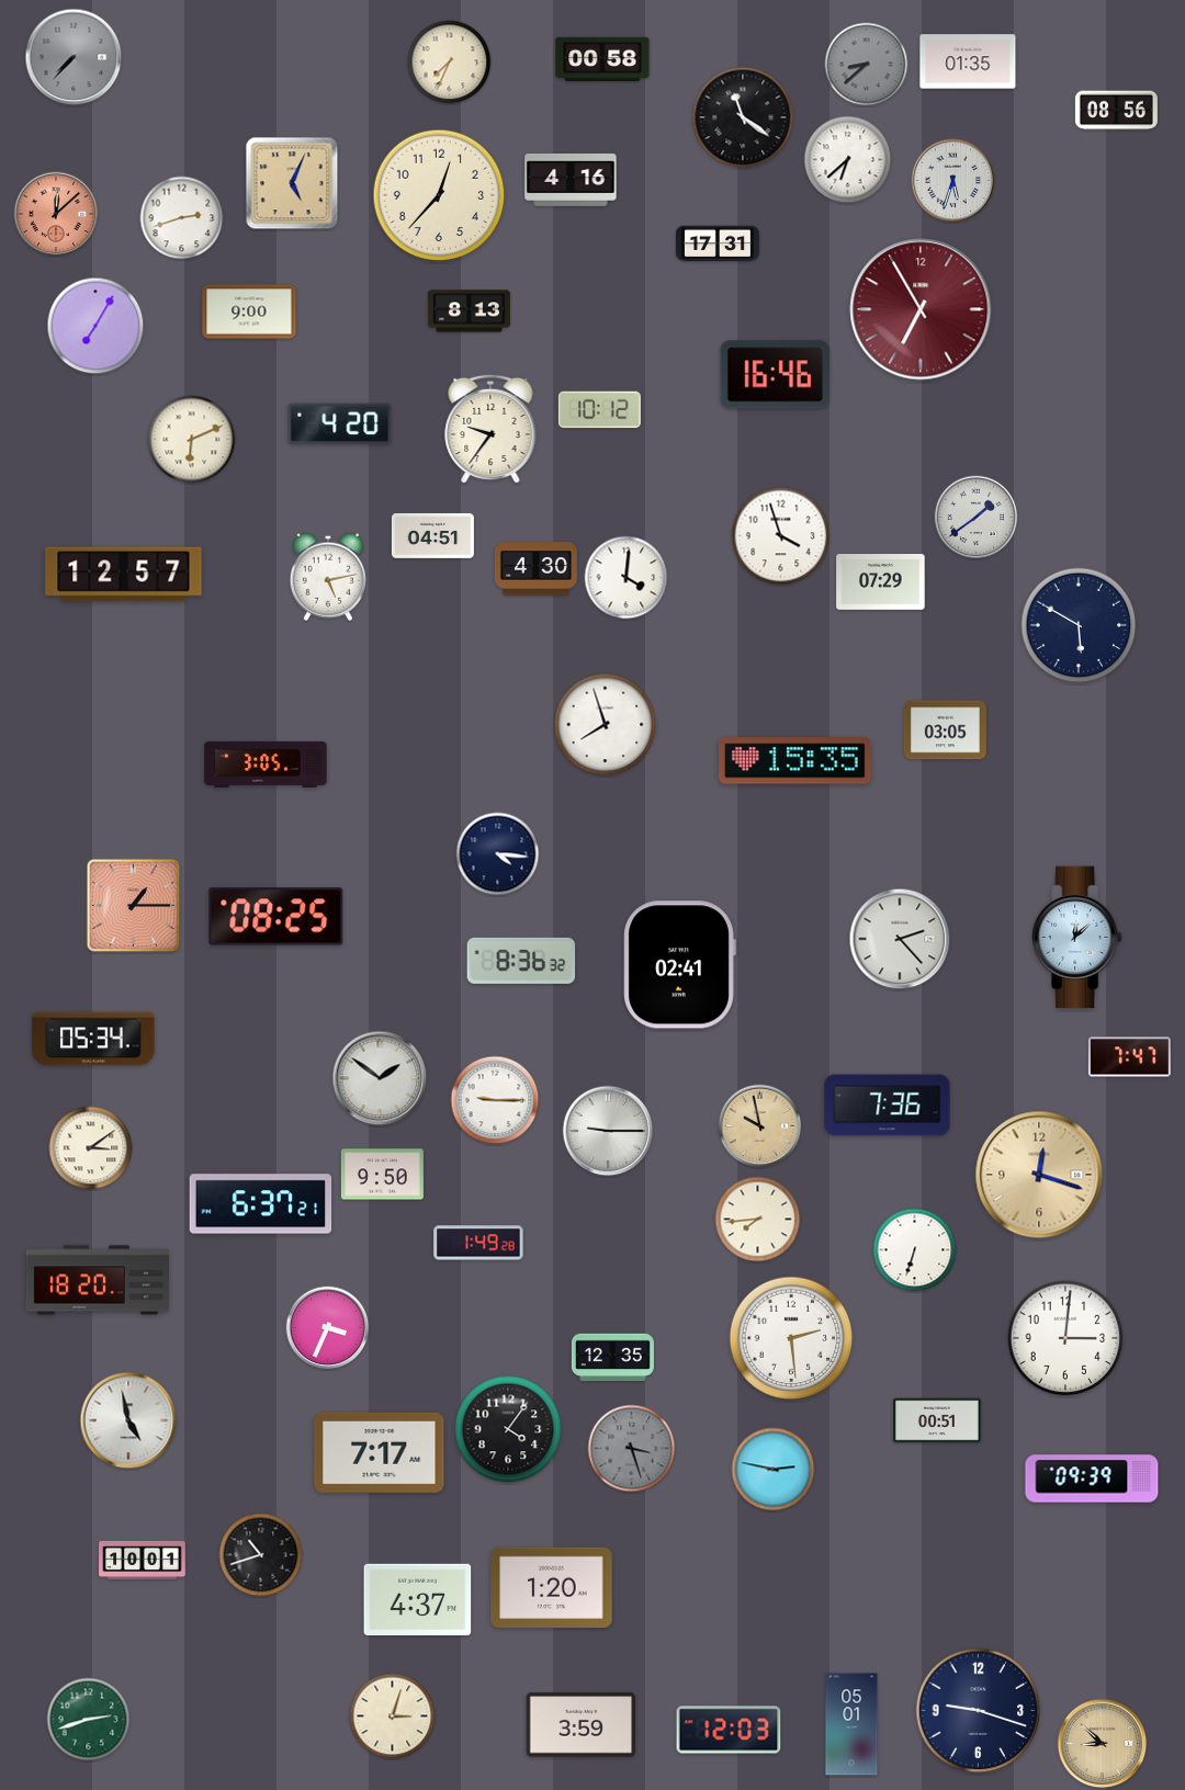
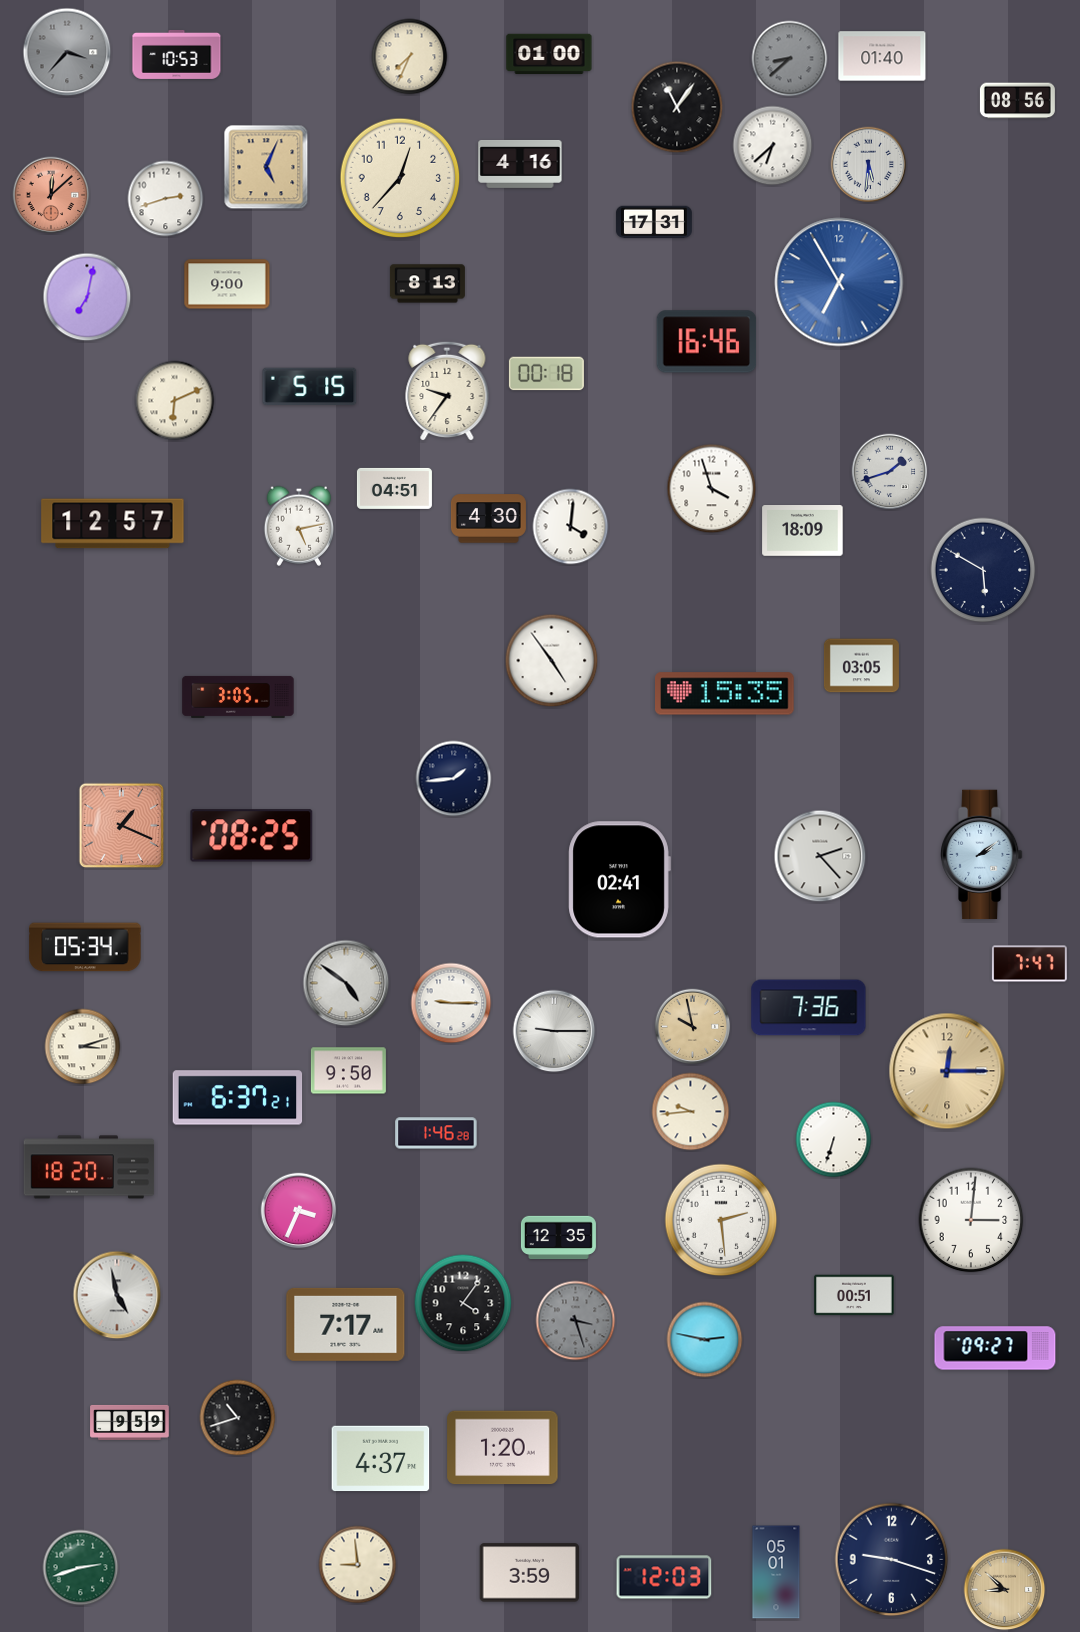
clock at (74, 57): 7:37 -> 3:37
clock at (602, 58): 00:58 -> 01:00
clock at (177, 54): none -> 10:53
clock at (968, 61): 01:35 -> 01:40
clock at (743, 117): 11:21 -> 11:06
clock at (953, 181): 5:33 -> 5:31
clock at (921, 309) dial: burgundy -> blue
clock at (95, 326): 7:05 -> 7:02
clock at (599, 410): 10:12 -> 00:18
clock at (340, 423): 4:20 -> 5:15
clock at (977, 518): 1:39 -> 1:42
clock at (881, 582): 07:29 -> 18:09
clock at (606, 725): 7:57 -> 4:54
clock at (266, 764) position: (266, 764) -> (238, 697)
clock at (498, 854): 4:16 -> 1:44
clock at (134, 906): 1:15 -> 1:19
clock at (1077, 938): 12:08 -> 2:09
clock at (521, 961): 8:36 -> none
clock at (380, 1078): 1:51 -> 4:51
clock at (91, 1148): 3:09 -> 3:12
clock at (1039, 1175): 12:18 -> 12:15
clock at (758, 1220): 7:44 -> 9:44
clock at (478, 1243): 1:49 -> 1:46
clock at (1092, 1479): 09:39 -> 09:27
clock at (143, 1560): 10:01 -> 9:59
clock at (393, 1717): 3:03 -> 8:59
